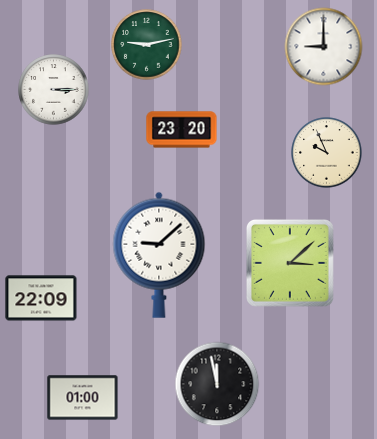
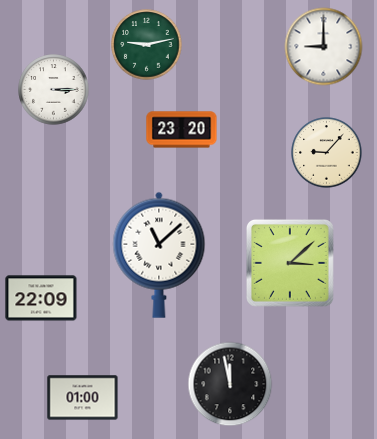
clock at (327, 153): 9:56 -> 9:07
clock at (159, 255): 9:08 -> 11:08
clock at (217, 384) position: (217, 384) -> (230, 384)
